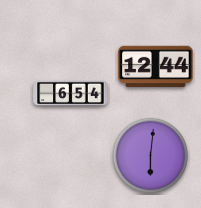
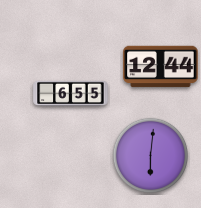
clock at (156, 67) position: (156, 67) -> (161, 67)
clock at (71, 94): 6:54 -> 6:55
